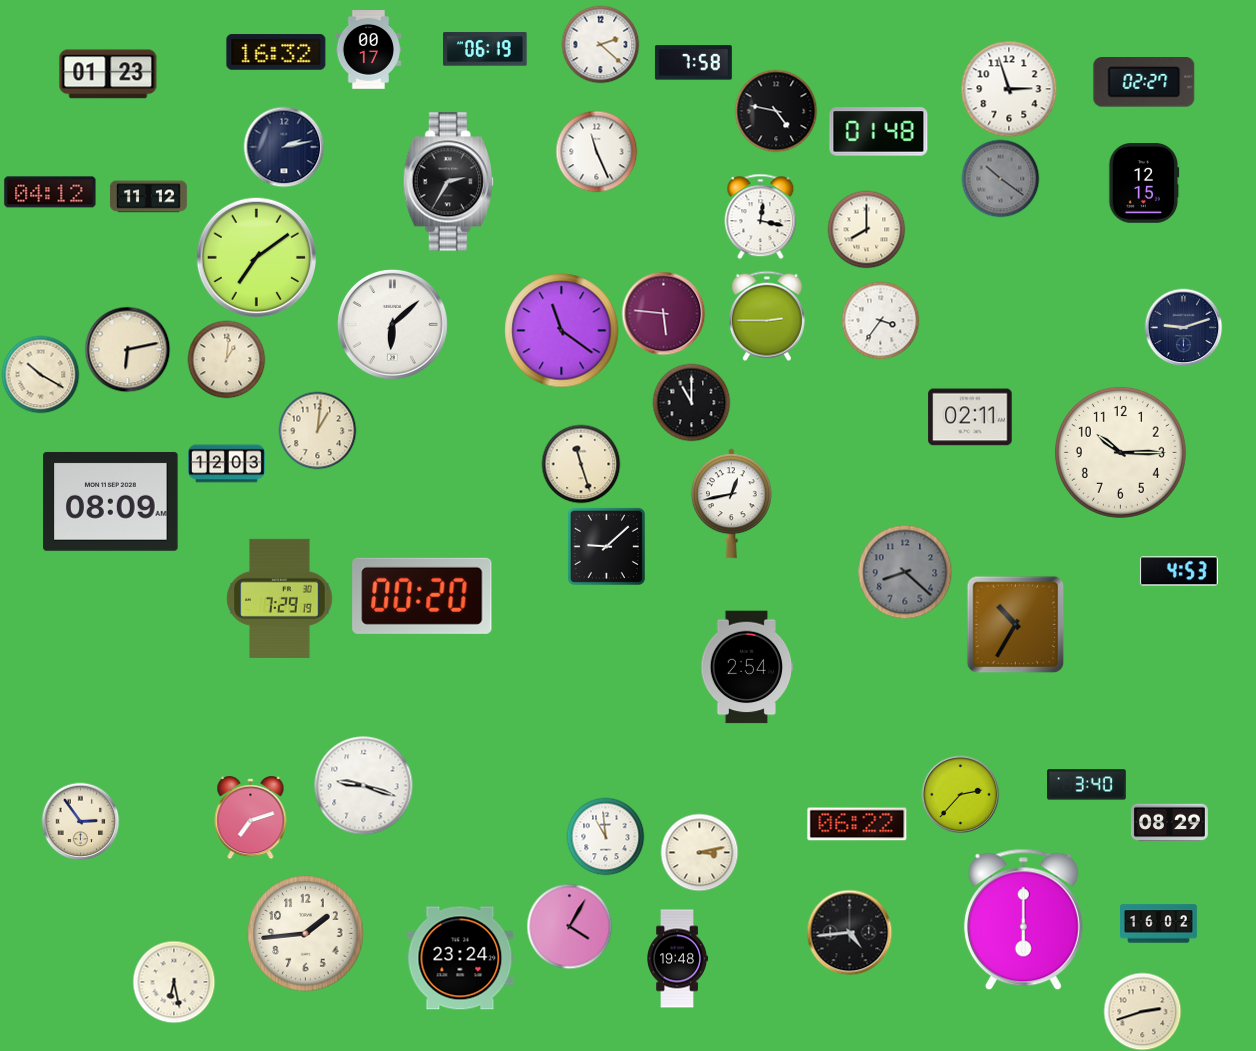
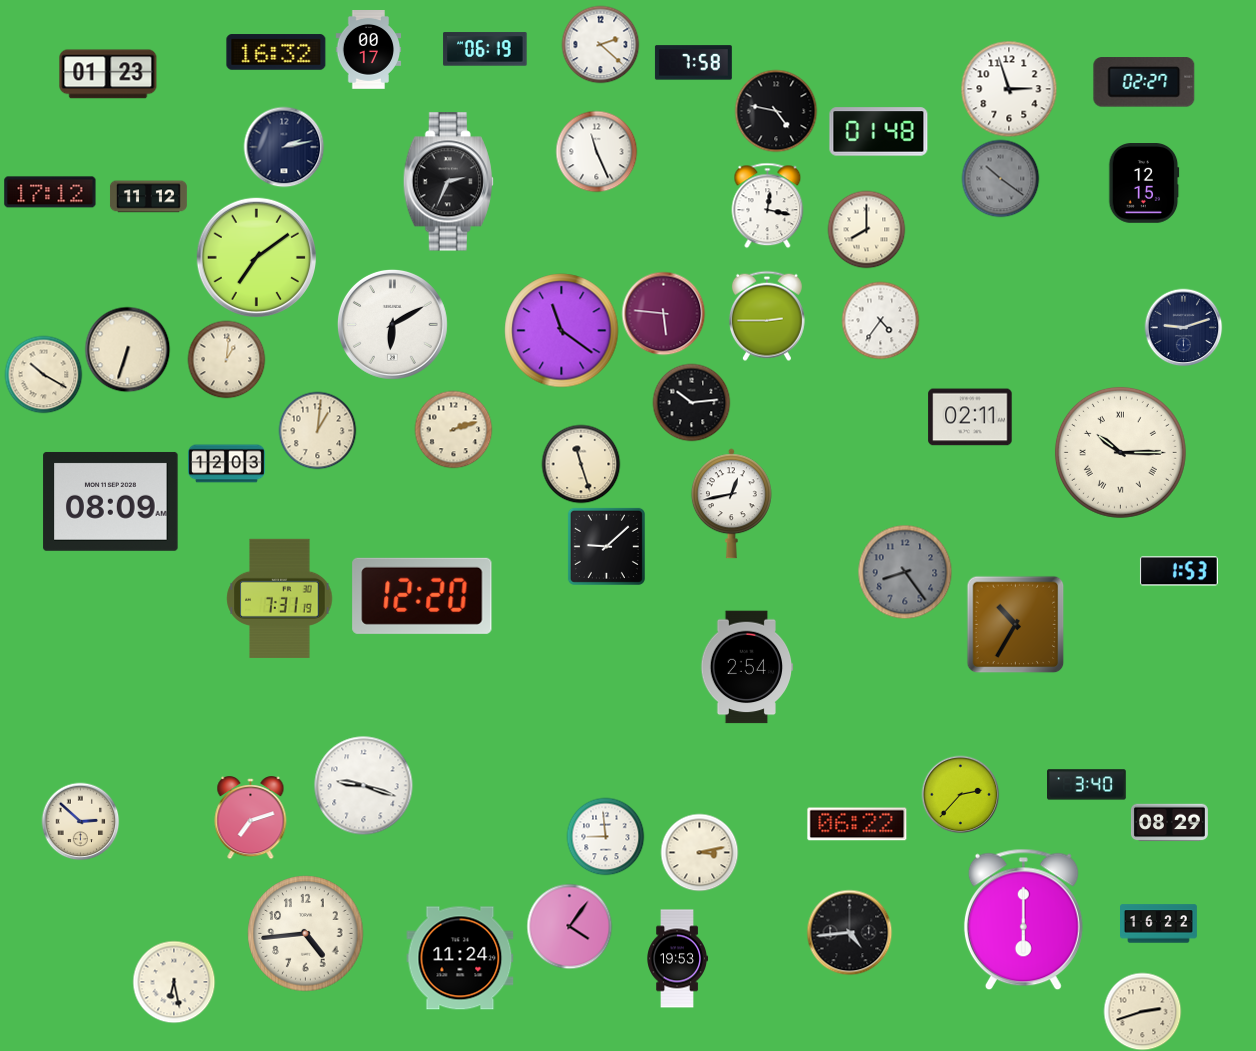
clock at (448, 182): 2:35 -> 2:34
clock at (50, 192): 04:12 -> 17:12
clock at (761, 216) position: (761, 216) -> (768, 205)
clock at (880, 320): 3:36 -> 4:36
clock at (392, 324): 6:08 -> 6:10
clock at (127, 349): 6:13 -> 6:33
clock at (40, 374) position: (40, 374) -> (43, 374)
clock at (691, 402): 11:00 -> 10:14
clock at (453, 429): none -> 2:12
clock at (1120, 452) numerals: Arabic -> Roman
clock at (1179, 571): 4:53 -> 1:53
clock at (905, 572): 8:22 -> 8:24
clock at (422, 596): 00:20 -> 12:20
clock at (280, 598): 7:29 -> 7:31
clock at (80, 821): 2:54 -> 2:52
clock at (605, 836): 10:59 -> 8:59
clock at (1159, 924): 16:02 -> 16:22
clock at (569, 926): 4:05 -> 4:06
clock at (306, 934): 1:44 -> 4:44
clock at (460, 958): 23:24 -> 11:24
clock at (677, 959): 19:48 -> 19:53
